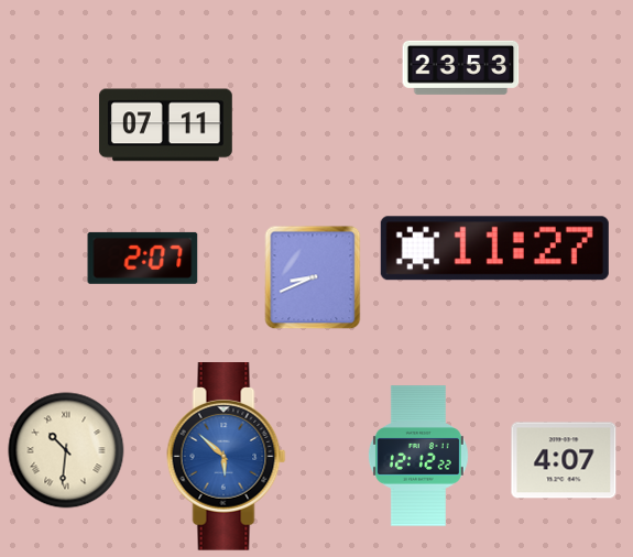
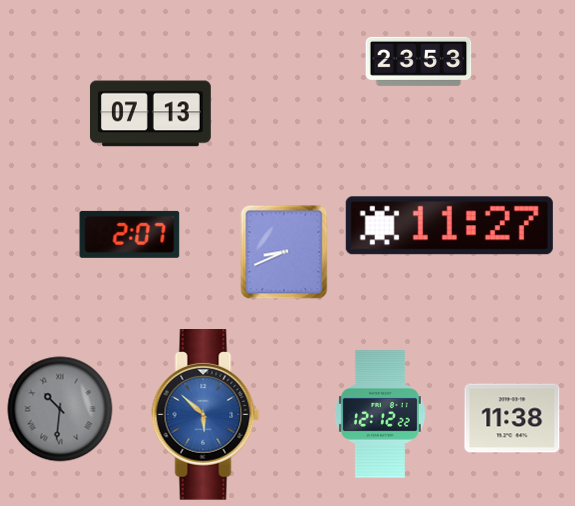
clock at (165, 125): 07:11 -> 07:13
clock at (66, 450) dial: cream -> grey
clock at (564, 460): 4:07 -> 11:38
